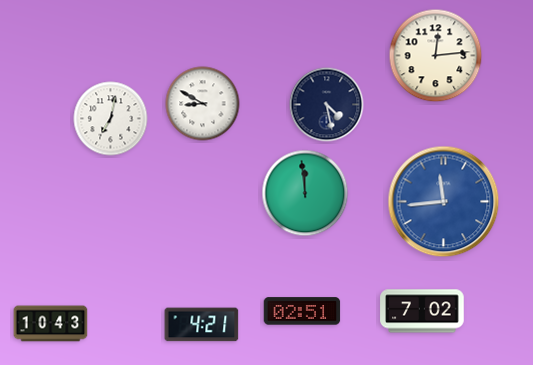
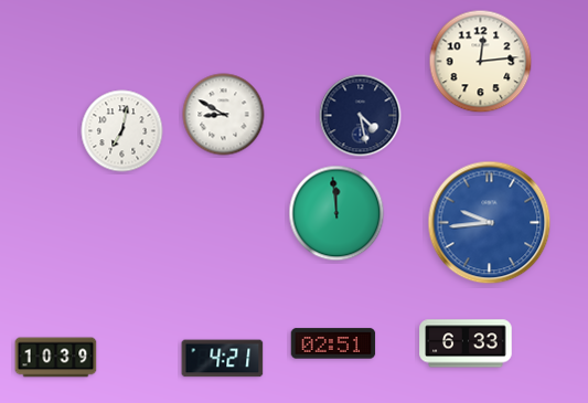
clock at (444, 202): 11:44 -> 9:44
clock at (422, 311): 7:02 -> 6:33
clock at (51, 324): 10:43 -> 10:39
